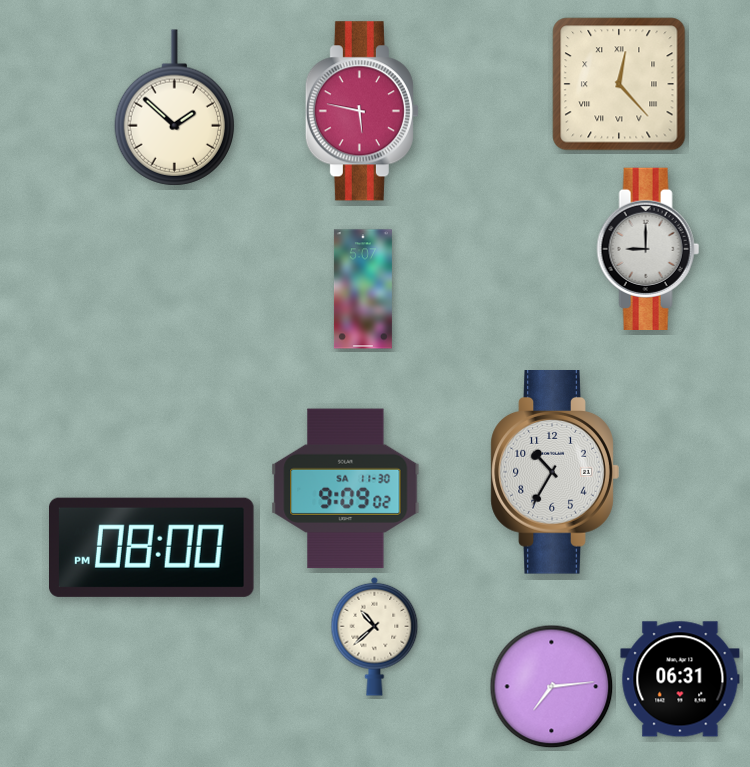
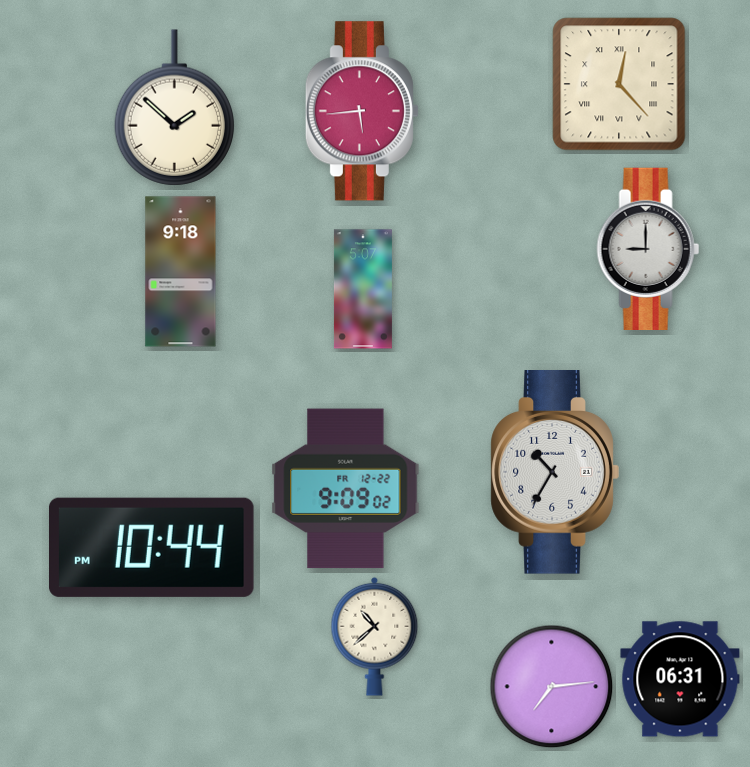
clock at (362, 111): 5:47 -> 5:44
clock at (181, 272): none -> 9:18
clock at (346, 489) date: SA 11-30 -> FR 12-22
clock at (152, 547): 08:00 -> 10:44
